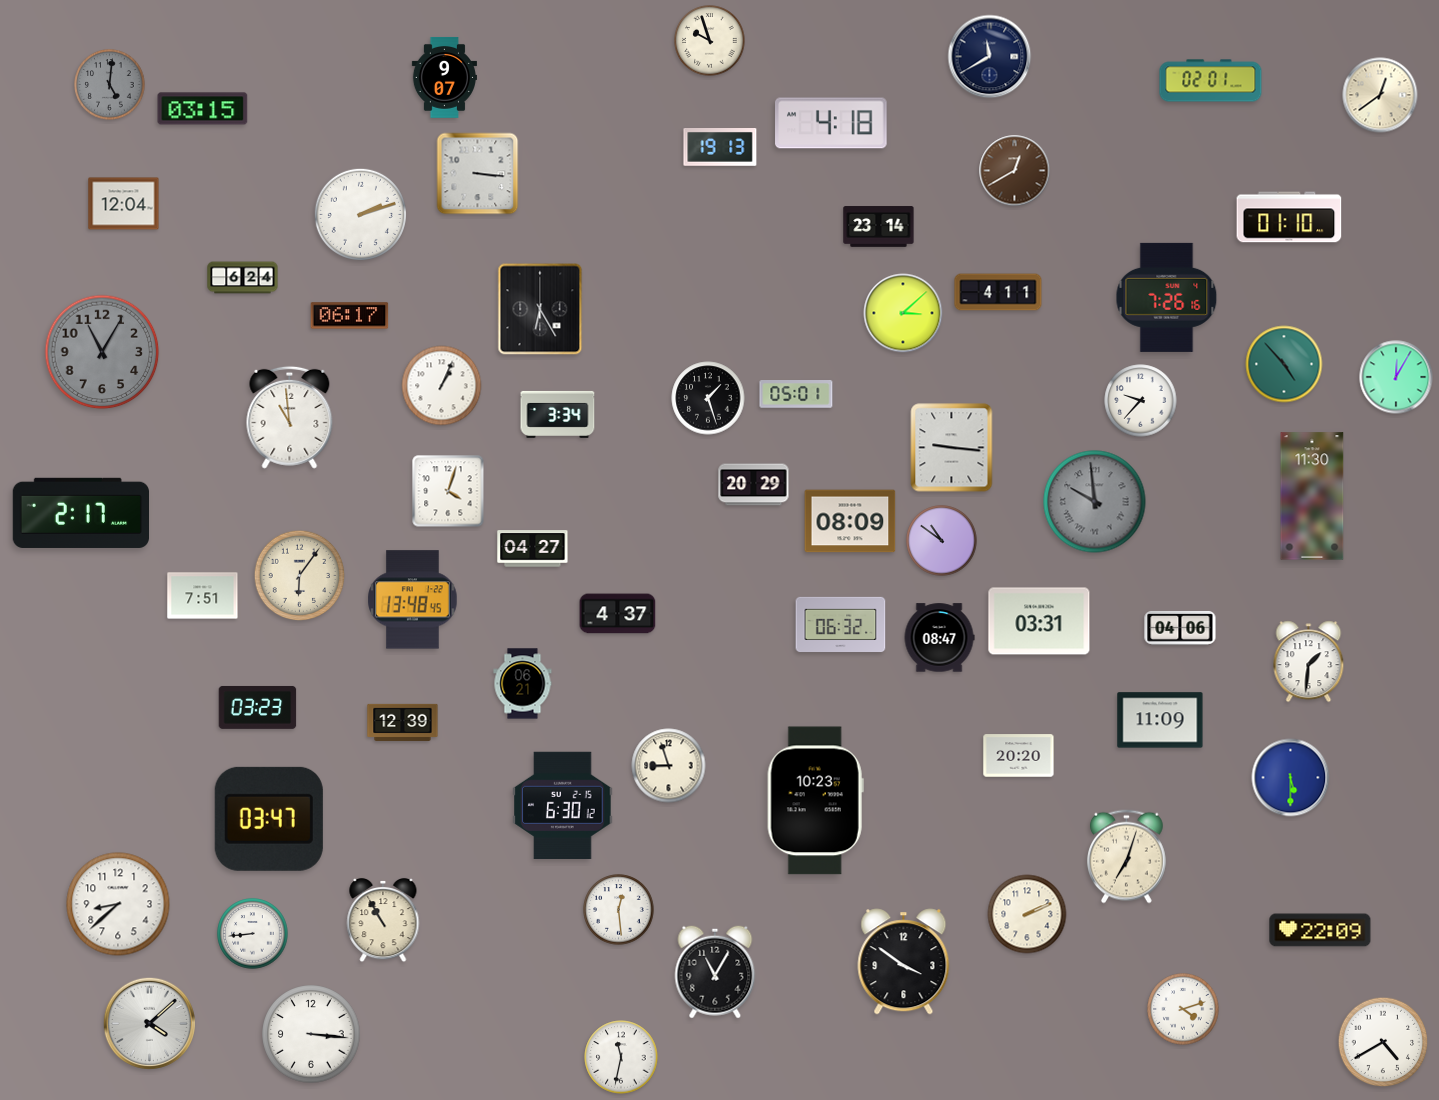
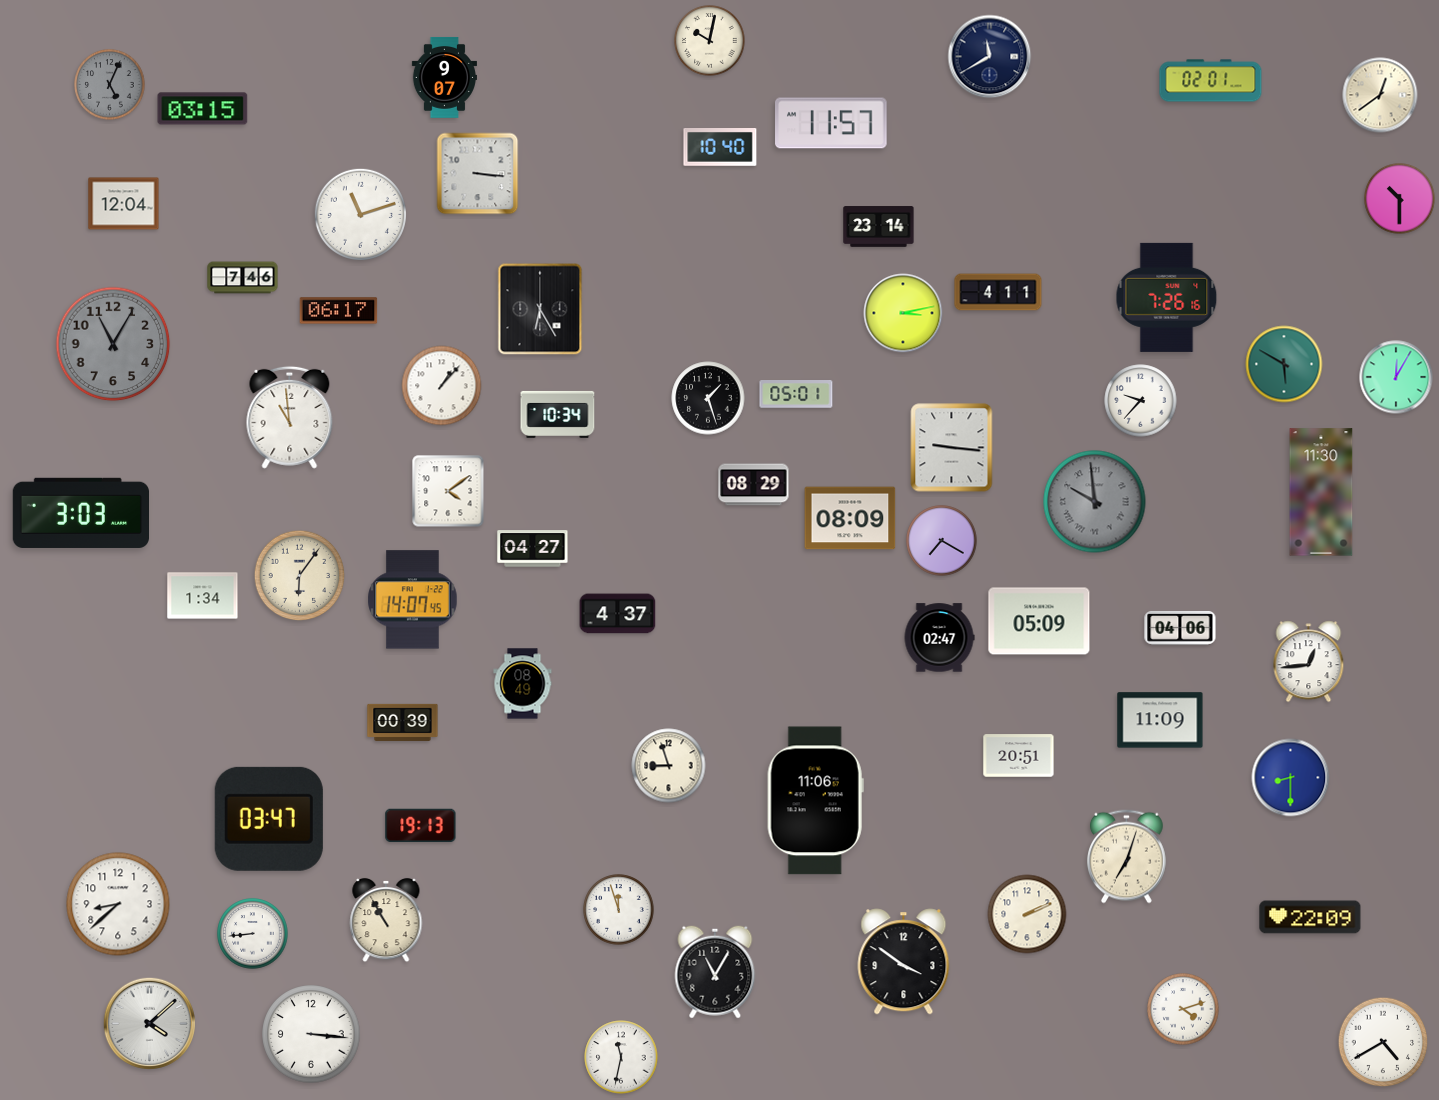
clock at (710, 41): 9:57 -> 10:02
clock at (110, 85): 5:01 -> 5:04
clock at (831, 123): 4:18 -> 11:57
clock at (720, 148): 19:13 -> 10:40
clock at (1015, 171): 12:40 -> none
clock at (1400, 199): none -> 10:30
clock at (360, 214): 2:12 -> 11:12
clock at (1289, 217): 01:10 -> none
clock at (243, 278): 6:24 -> 7:46
clock at (903, 313): 3:08 -> 3:13
clock at (350, 316) position: (350, 316) -> (339, 311)
clock at (102, 352) position: (102, 352) -> (113, 344)
clock at (1284, 364): 4:53 -> 5:50
clock at (442, 386): 1:04 -> 1:07
clock at (558, 414): 3:34 -> 10:34
clock at (754, 485): 20:29 -> 08:29
clock at (448, 491): 4:03 -> 4:09
clock at (1312, 496) position: (1312, 496) -> (1321, 492)
clock at (80, 513): 2:17 -> 3:03
clock at (850, 521) position: (850, 521) -> (850, 518)
clock at (942, 541): 10:51 -> 7:20
clock at (203, 596): 7:51 -> 1:34
clock at (413, 600): 13:48 -> 14:07
clock at (1039, 621): 03:31 -> 05:09
clock at (841, 625): 06:32 -> none
clock at (939, 638): 08:47 -> 02:47
clock at (1309, 662): 1:31 -> 12:44
clock at (523, 684): 06:21 -> 08:49
clock at (258, 707): 03:23 -> none
clock at (403, 722): 12:39 -> 00:39
clock at (1019, 756): 20:20 -> 20:51
clock at (1291, 778): 5:30 -> 8:30
clock at (815, 801): 10:23 -> 11:06
clock at (563, 805): 6:30 -> none
clock at (421, 825): none -> 19:13
clock at (619, 910): 12:29 -> 11:57
clock at (383, 920) position: (383, 920) -> (386, 920)
clock at (1320, 930) position: (1320, 930) -> (1310, 917)
